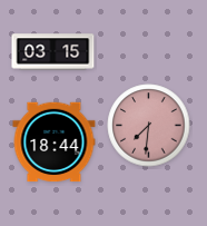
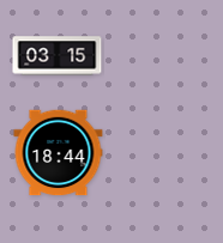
clock at (149, 126): 7:31 -> none
